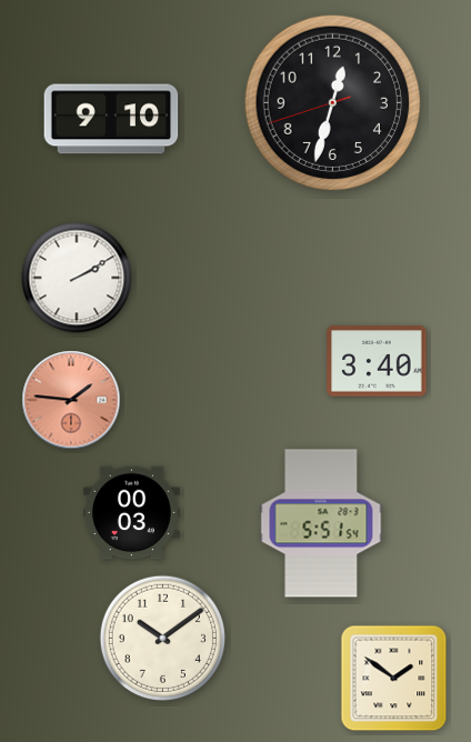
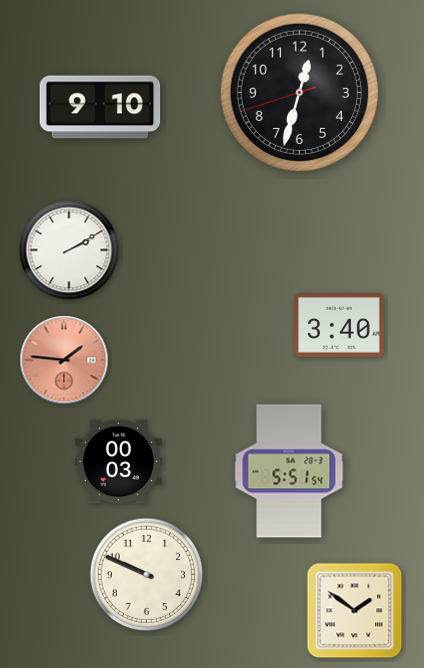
clock at (162, 638): 10:09 -> 9:49
